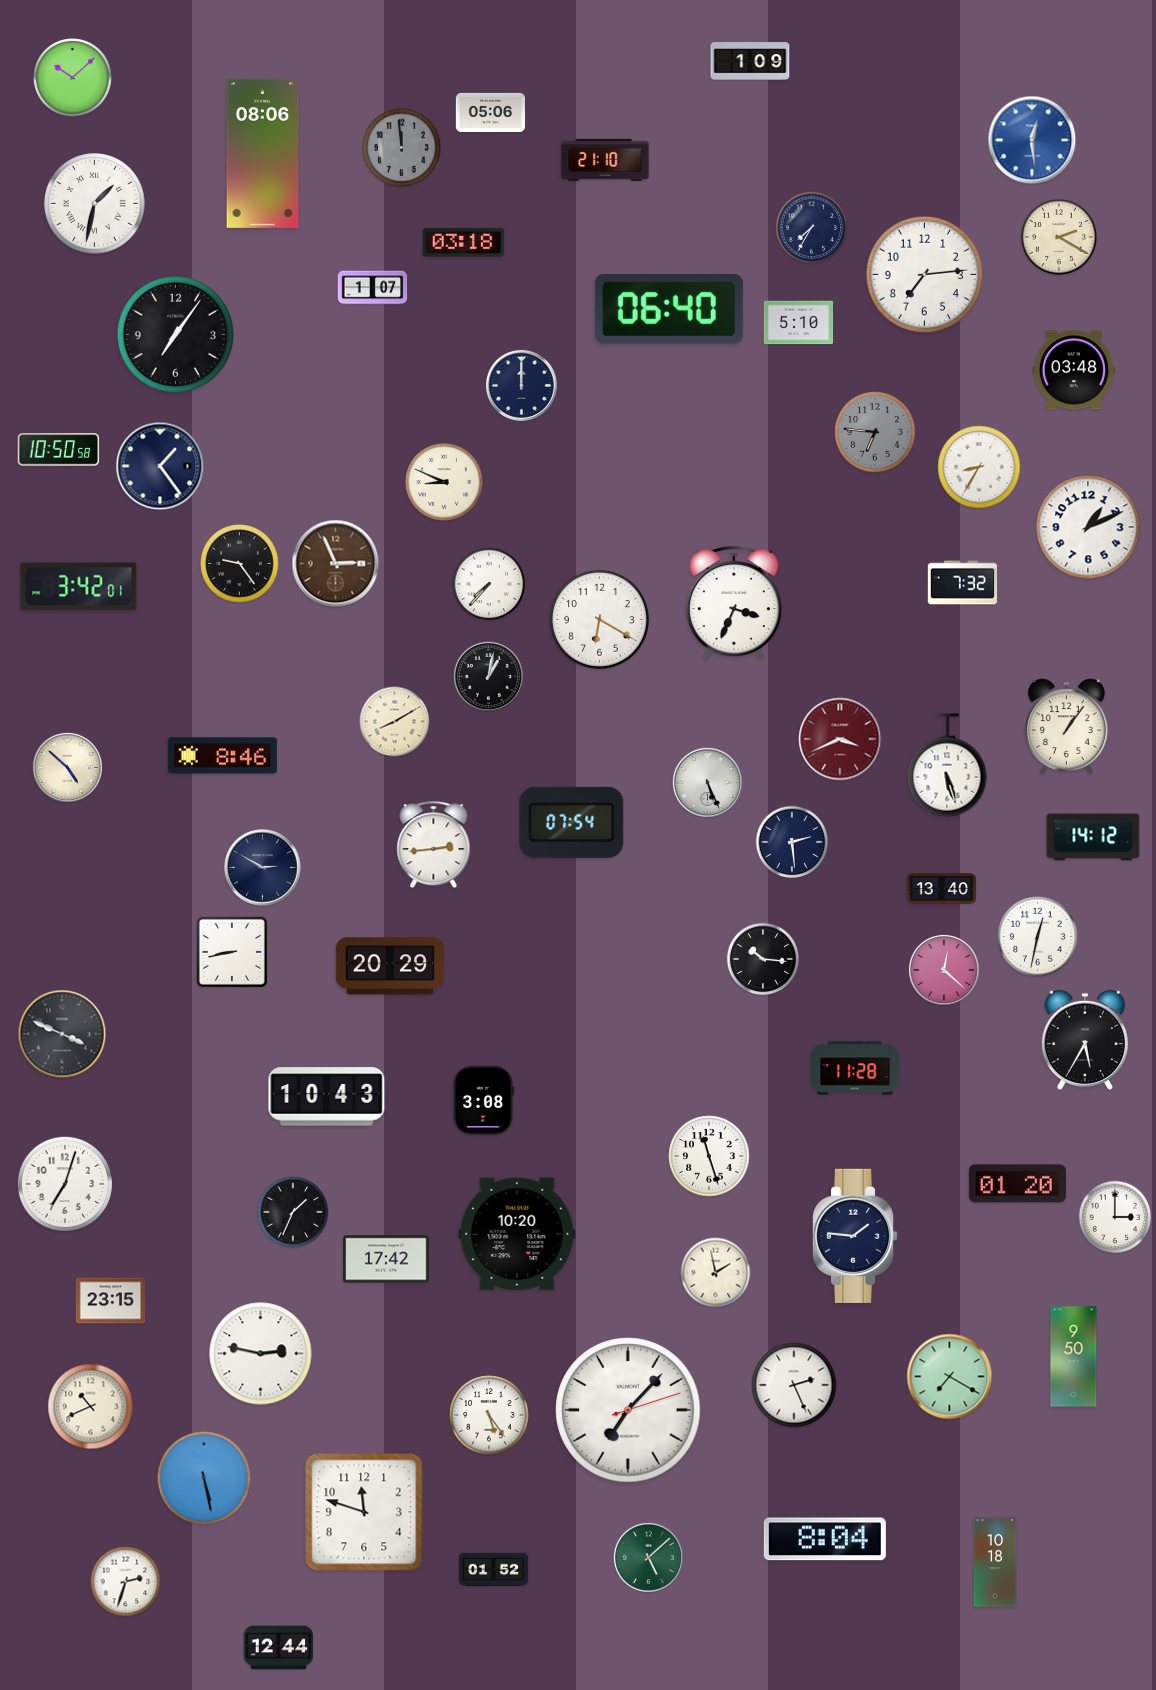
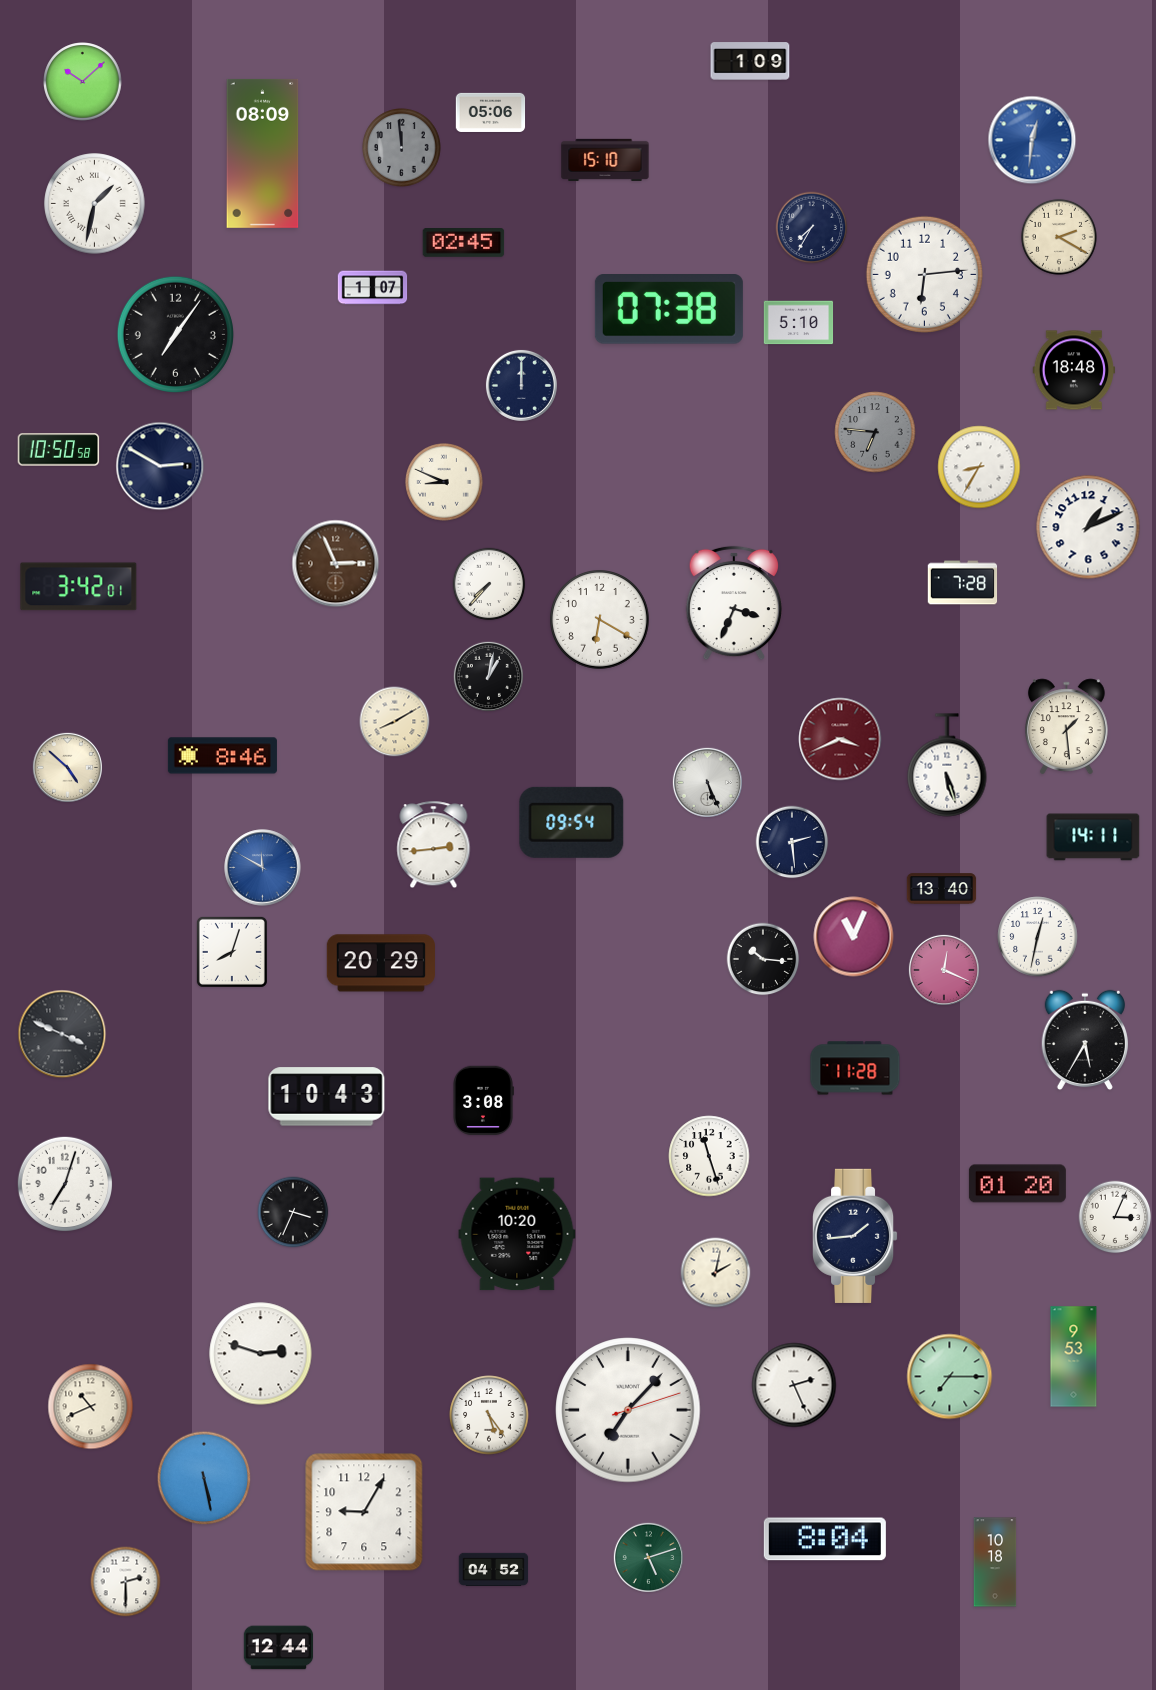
clock at (73, 78) position: (73, 78) -> (83, 82)
clock at (1032, 140): 12:29 -> 12:31
clock at (263, 153): 08:06 -> 08:09
clock at (605, 160): 21:10 -> 15:10
clock at (464, 243): 03:18 -> 02:45
clock at (924, 274): 7:14 -> 6:14
clock at (669, 310): 06:40 -> 07:38
clock at (1074, 370): 03:48 -> 18:48
clock at (160, 466): 1:24 -> 2:50
clock at (240, 564): 9:24 -> none
clock at (963, 583): 7:32 -> 7:28
clock at (1067, 727): 1:06 -> 1:29
clock at (572, 822): 07:54 -> 09:54
clock at (1093, 837): 14:12 -> 14:11
clock at (263, 868): 2:50 -> 11:50
clock at (263, 868) dial: navy -> blue
clock at (854, 937): none -> 11:04
clock at (232, 952): 8:43 -> 8:03
clock at (390, 966) position: (390, 966) -> (381, 963)
clock at (944, 970): 12:22 -> 12:19
clock at (293, 1212): 1:34 -> 3:34
clock at (1115, 1217): 3:00 -> 3:04
clock at (856, 1236): 1:46 -> 1:44
clock at (386, 1259): 17:42 -> none
clock at (716, 1273): 1:58 -> 2:02
clock at (111, 1301): 23:15 -> none
clock at (261, 1354): 2:47 -> 2:48
clock at (1074, 1357): 9:50 -> 9:53
clock at (950, 1377): 7:20 -> 7:15
clock at (364, 1512): 11:48 -> 9:05
clock at (648, 1557): 5:08 -> 5:12
clock at (494, 1569): 01:52 -> 04:52
clock at (126, 1582): 2:33 -> 2:30
